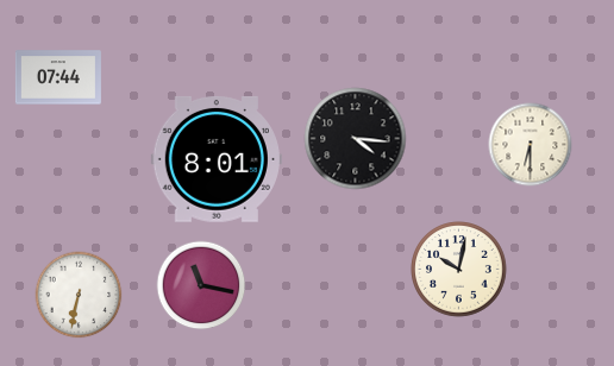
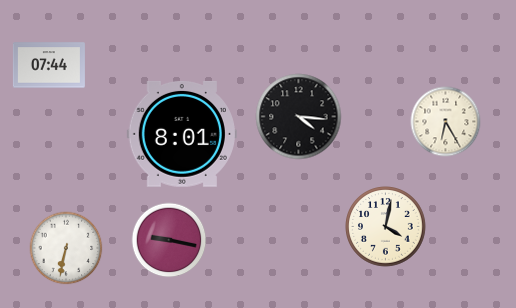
clock at (531, 145): 6:30 -> 6:25
clock at (459, 270): 10:02 -> 4:02
clock at (201, 285): 11:17 -> 9:17
